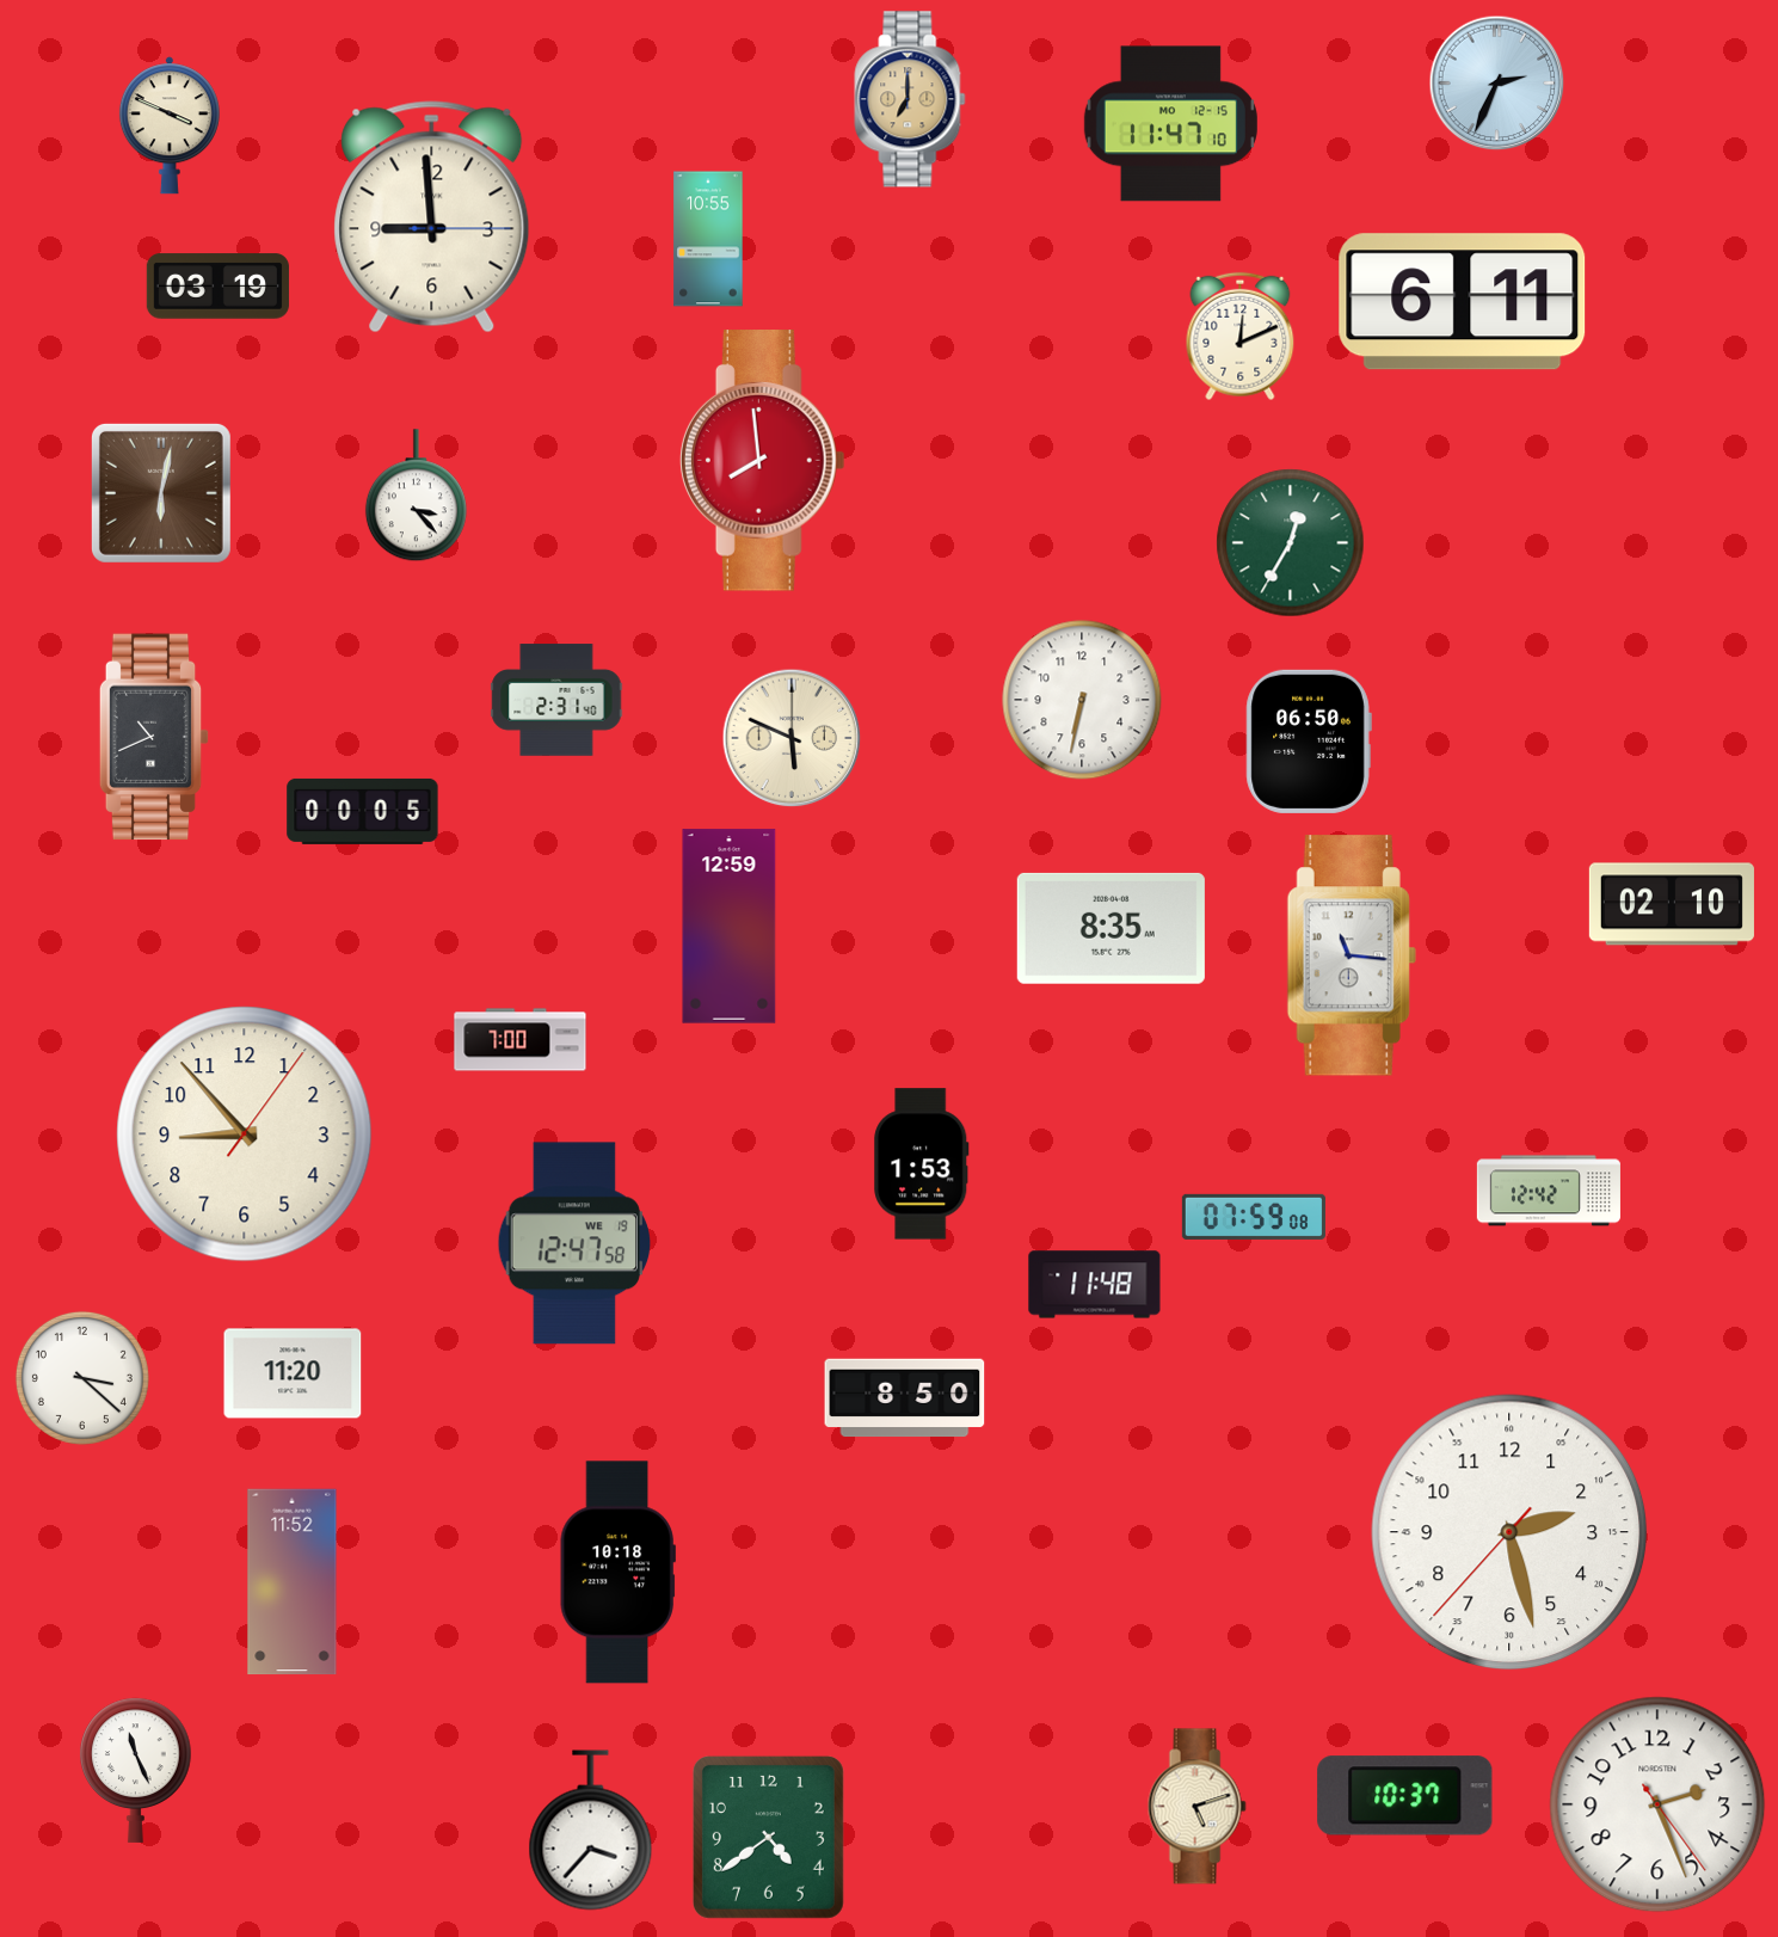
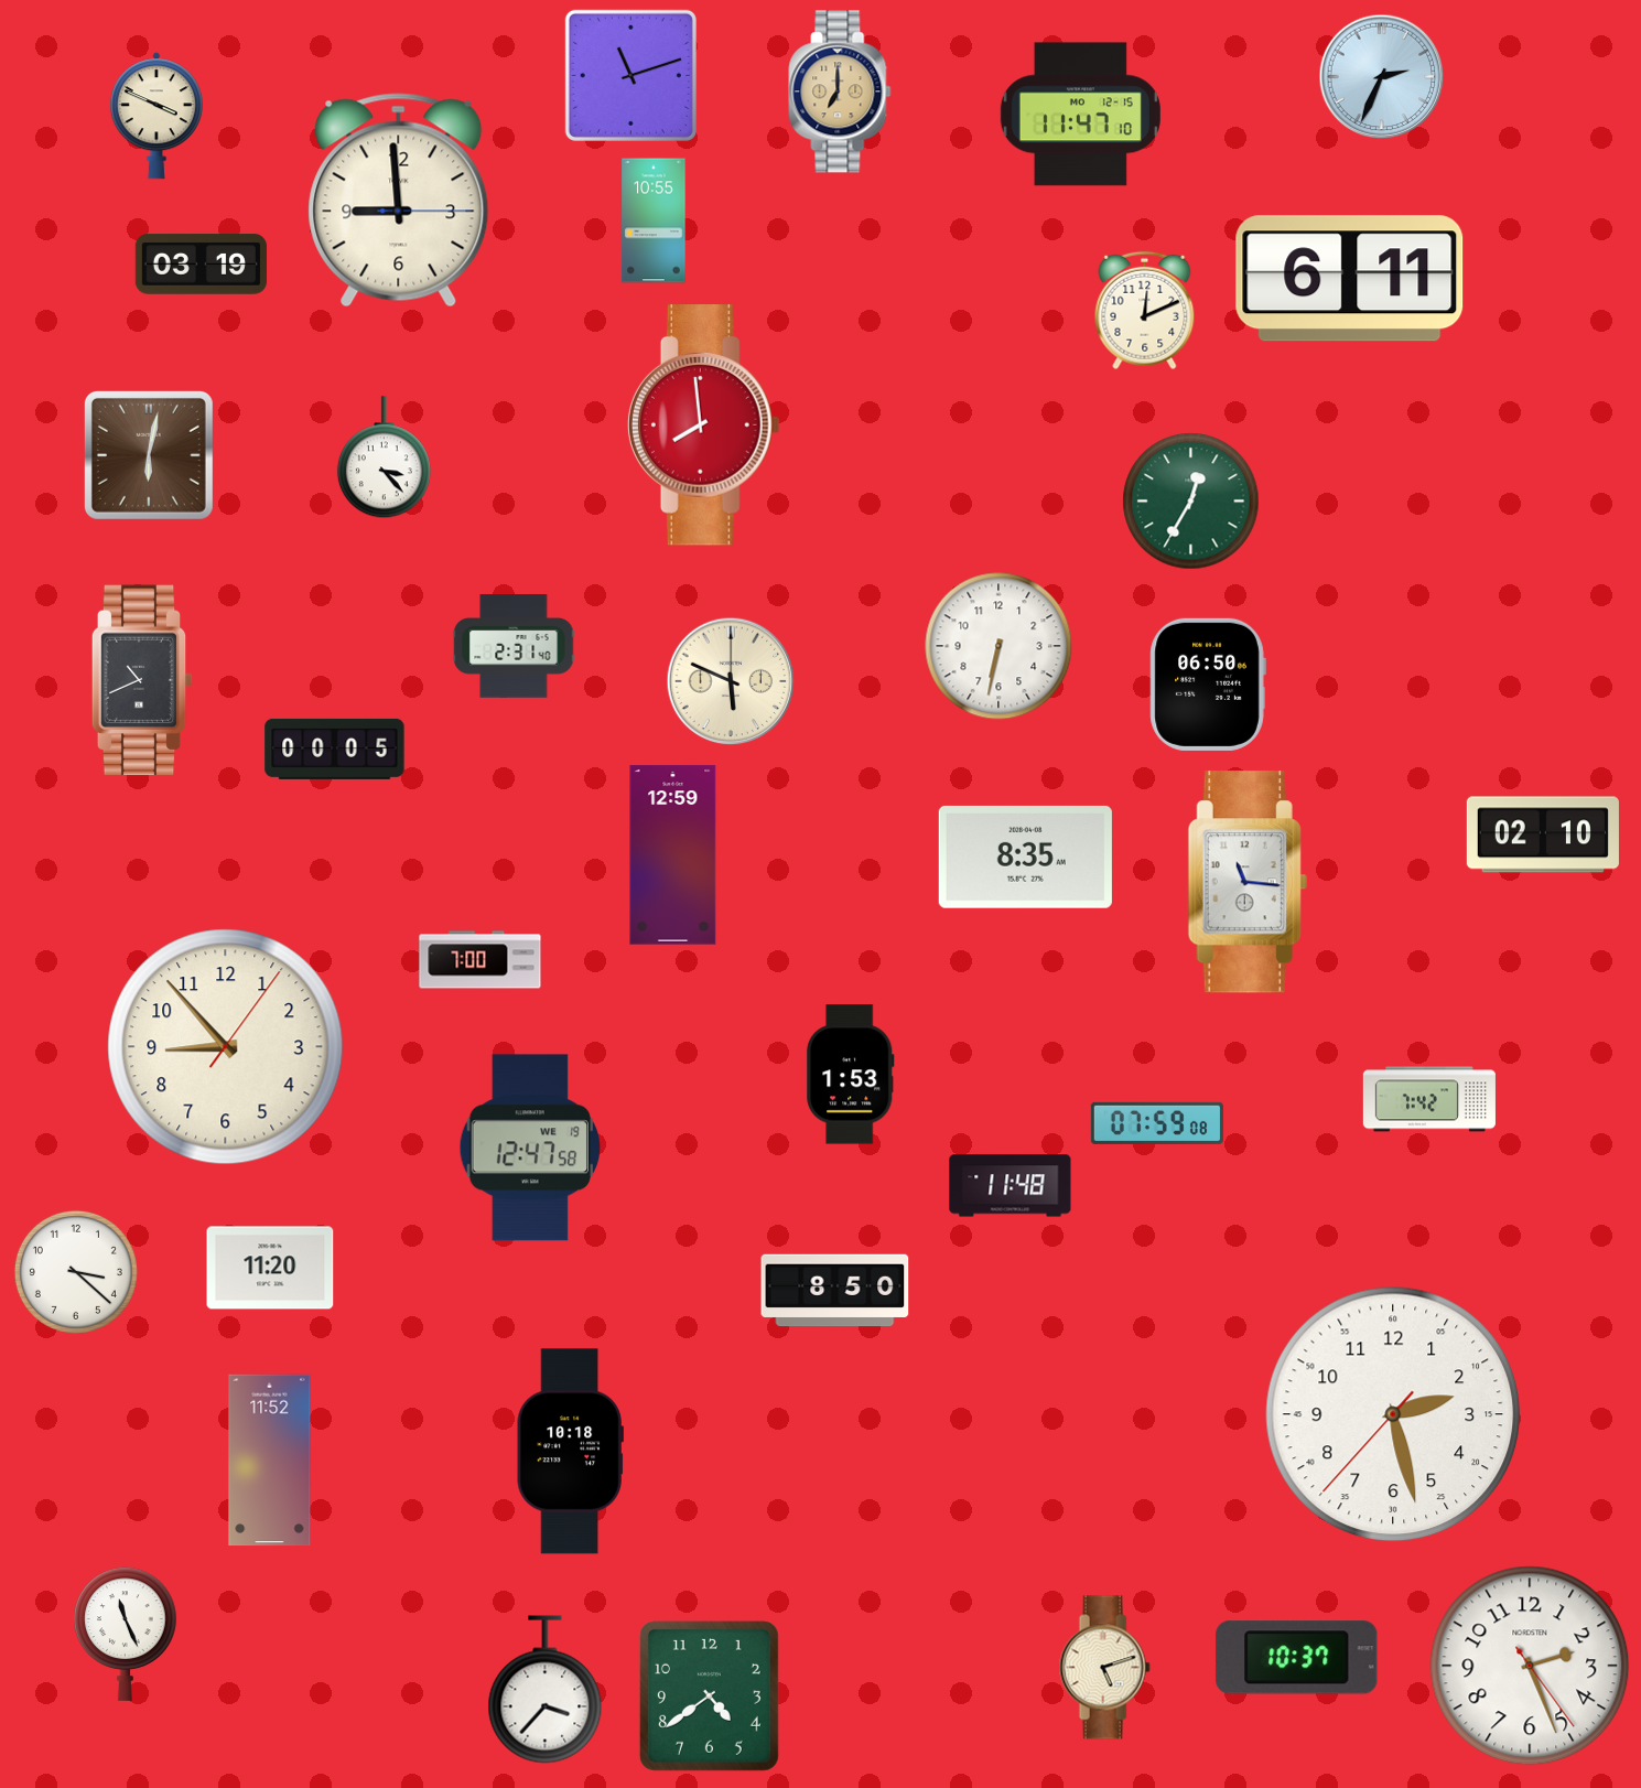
clock at (630, 75): none -> 11:12
clock at (1549, 1191): 12:42 -> 7:42
